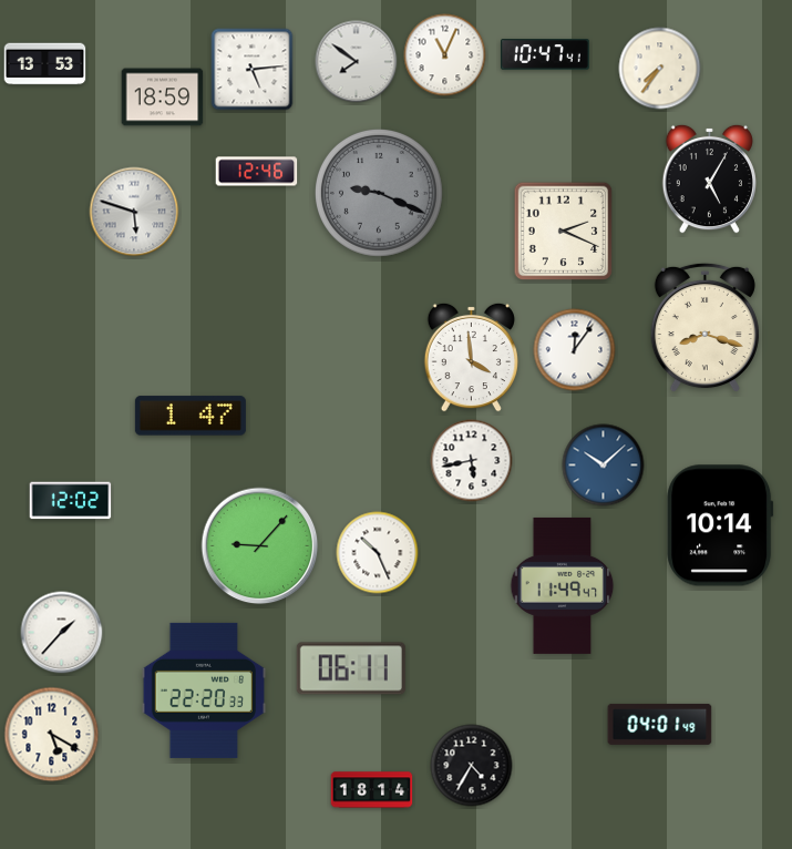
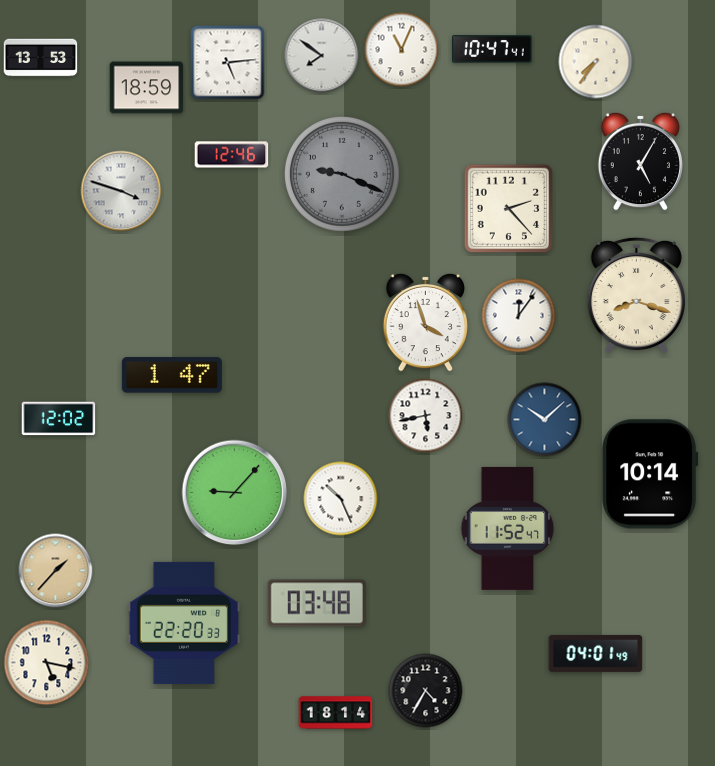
clock at (134, 212): 5:48 -> 3:48
clock at (564, 232): 2:19 -> 2:23
clock at (471, 357): 3:59 -> 3:57
clock at (71, 501) position: (71, 501) -> (59, 419)
clock at (563, 585): 11:49 -> 11:52
clock at (62, 633) dial: white -> champagne
clock at (351, 668): 06:11 -> 03:48
clock at (52, 735): 5:20 -> 5:17
